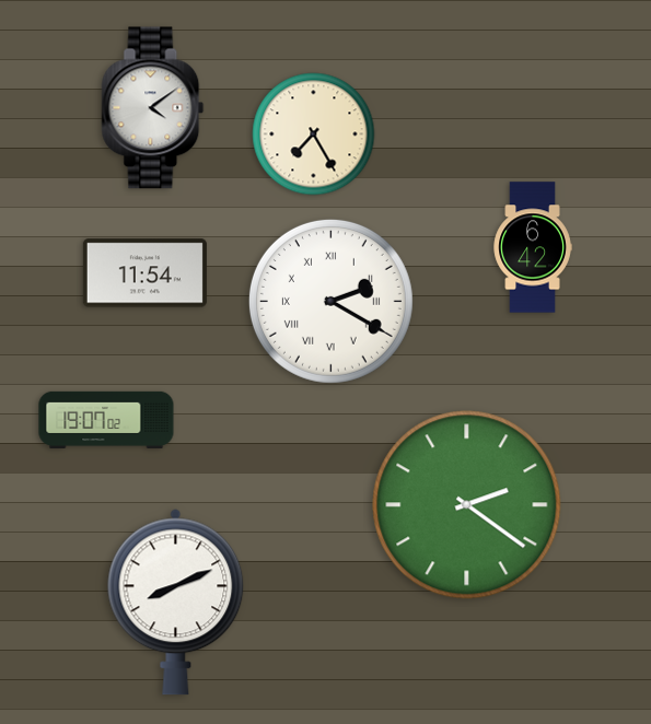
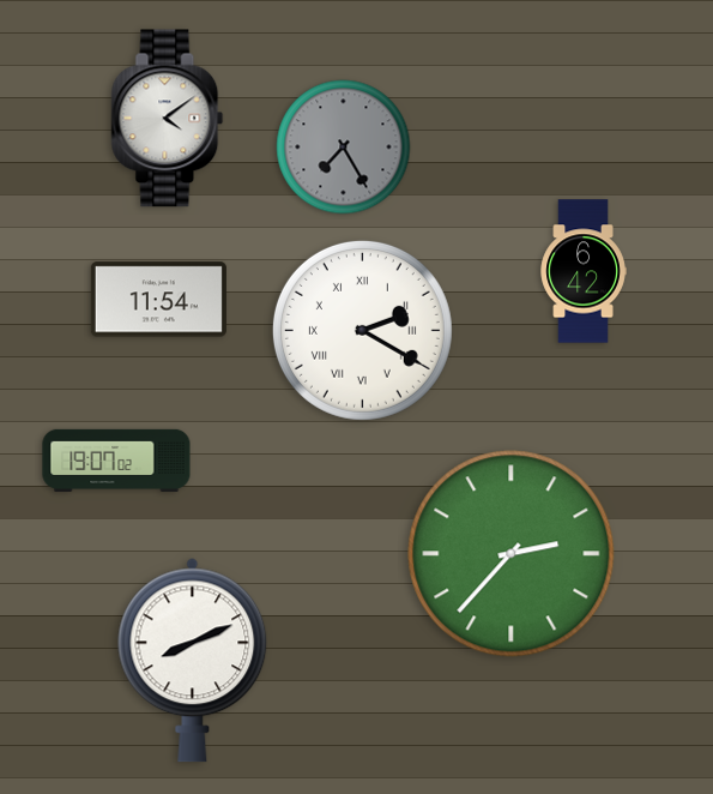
clock at (314, 135) dial: cream -> grey
clock at (467, 505): 2:21 -> 2:37
